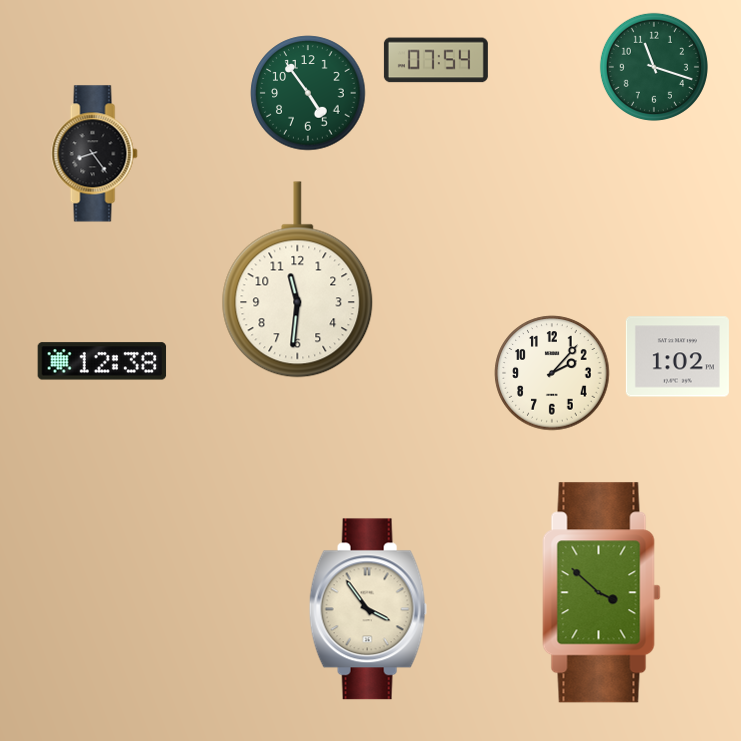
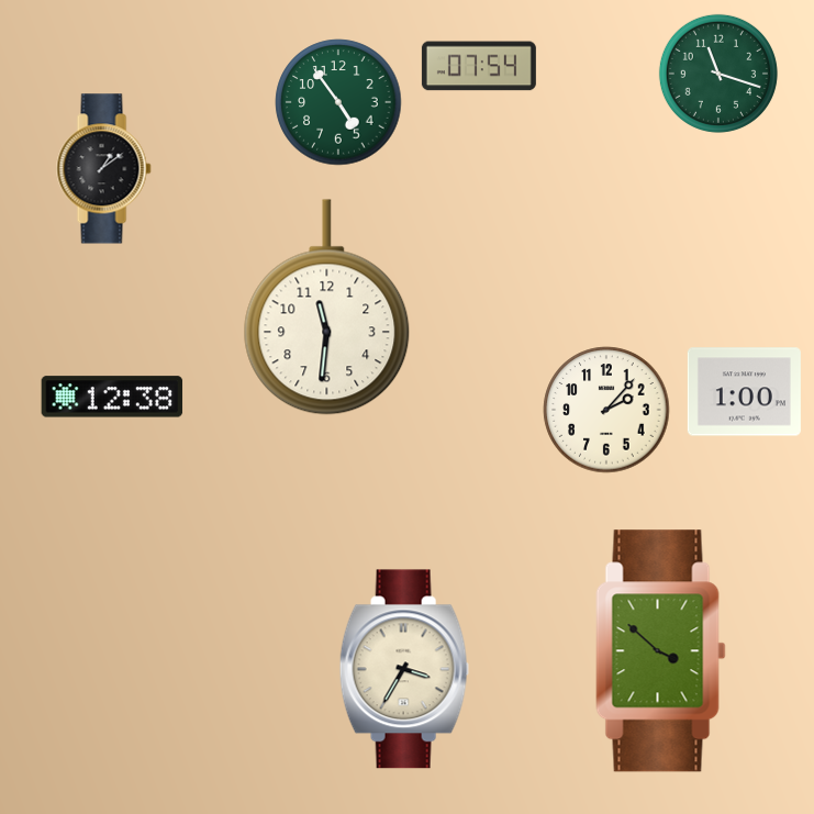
clock at (95, 154): 8:24 -> 1:09
clock at (677, 357): 1:02 -> 1:00
clock at (368, 609): 3:54 -> 3:35
